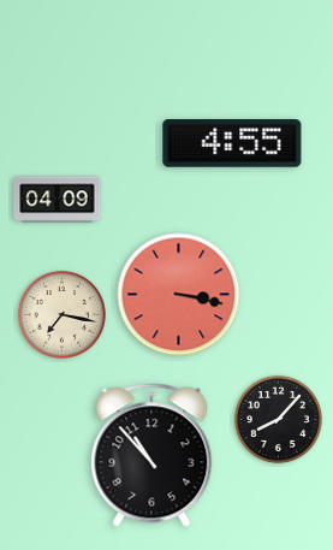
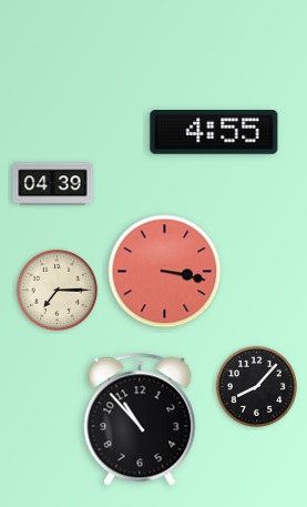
clock at (58, 200): 04:09 -> 04:39
clock at (61, 314): 7:17 -> 7:15
